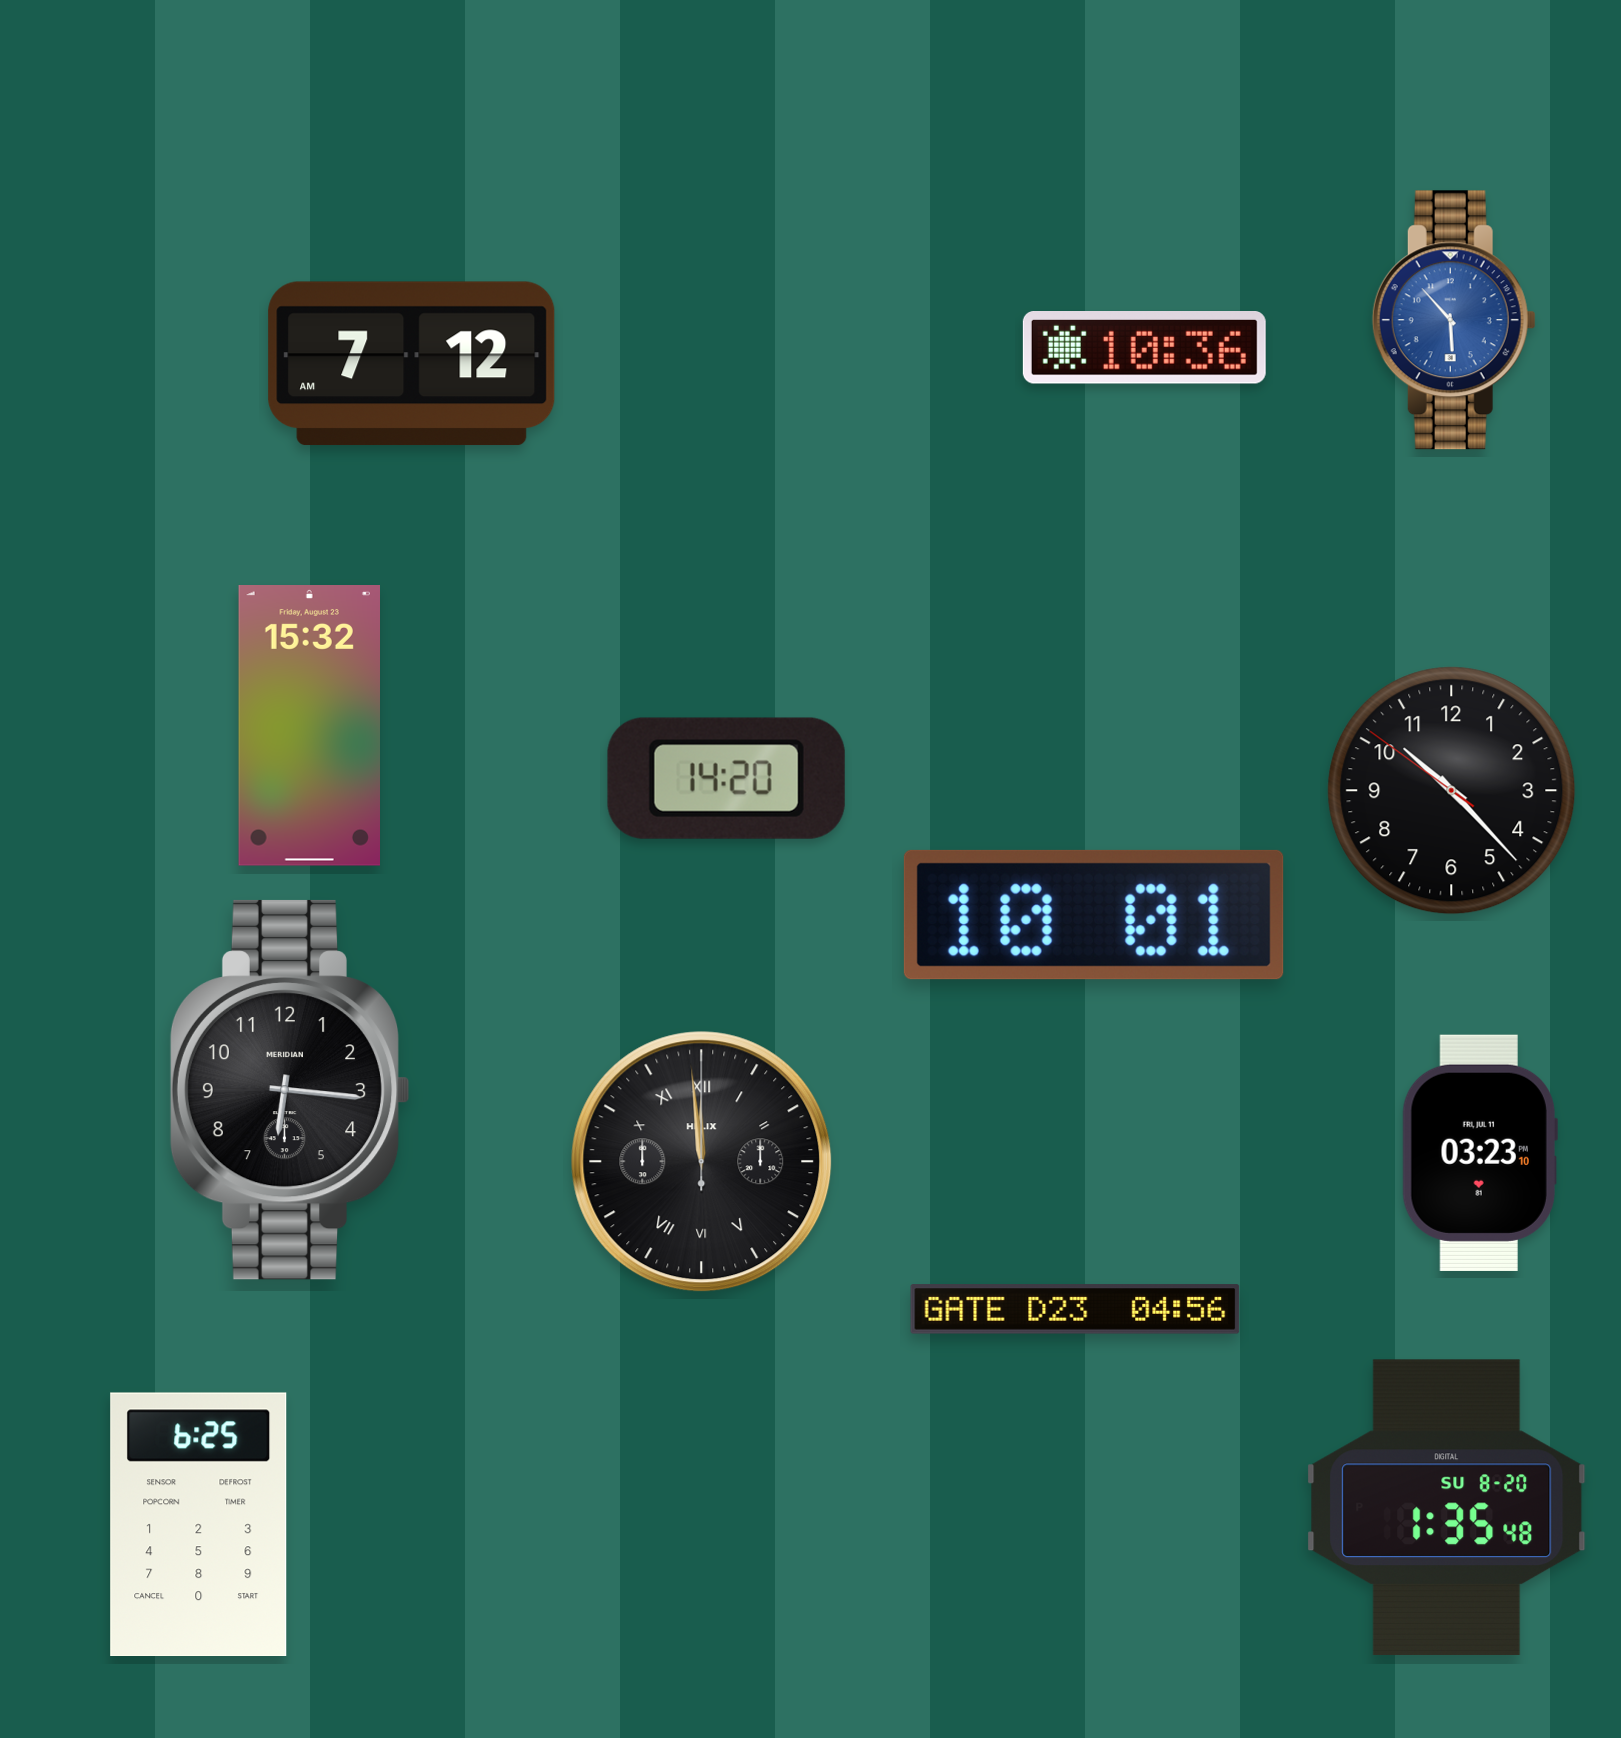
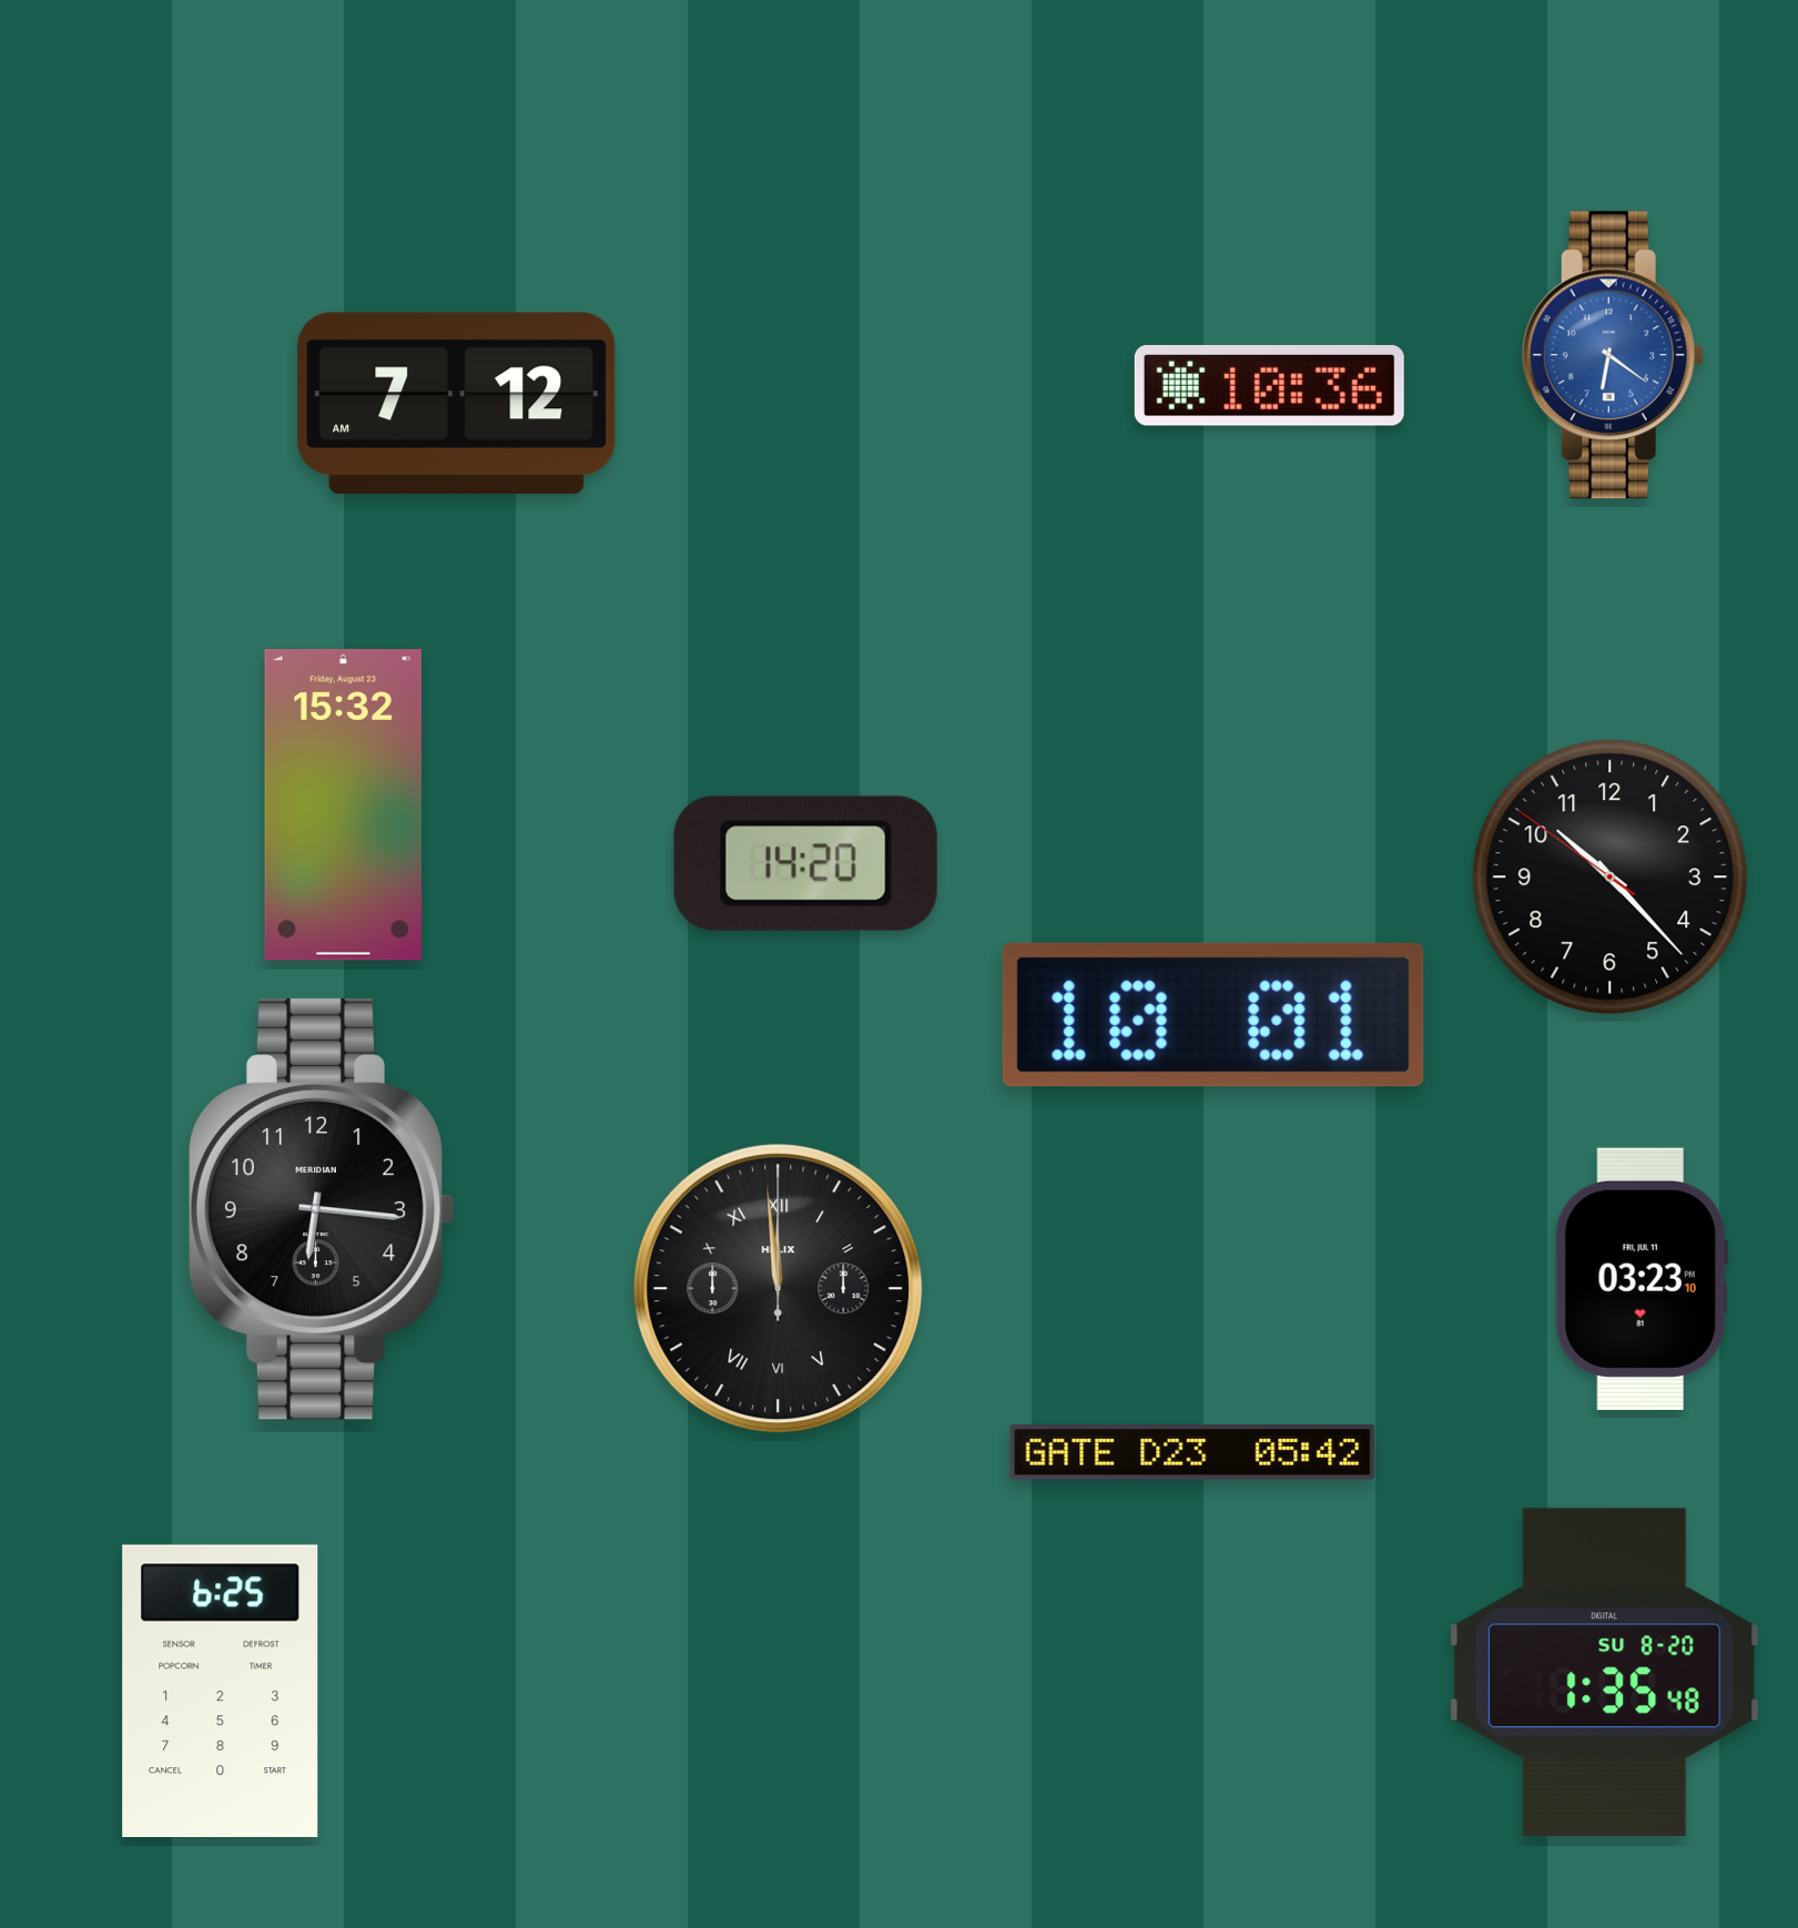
clock at (1454, 320): 5:53 -> 6:21
clock at (1075, 1309): 04:56 -> 05:42
